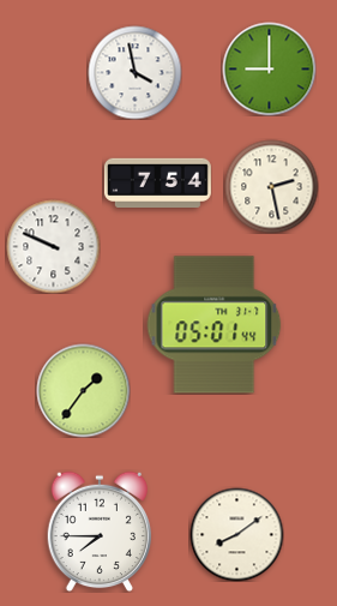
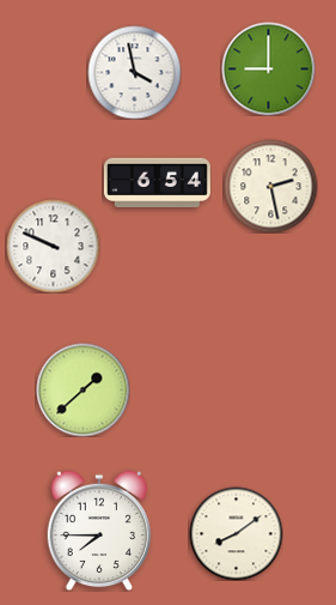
clock at (157, 182): 7:54 -> 6:54
clock at (215, 325): 05:01 -> none
clock at (83, 390): 1:36 -> 1:38
